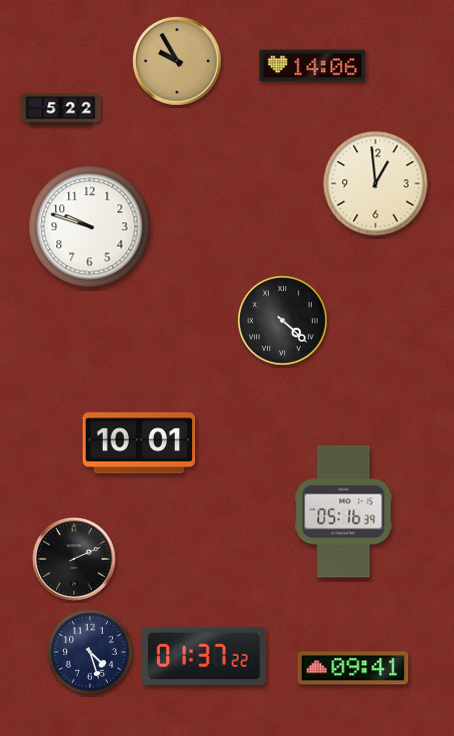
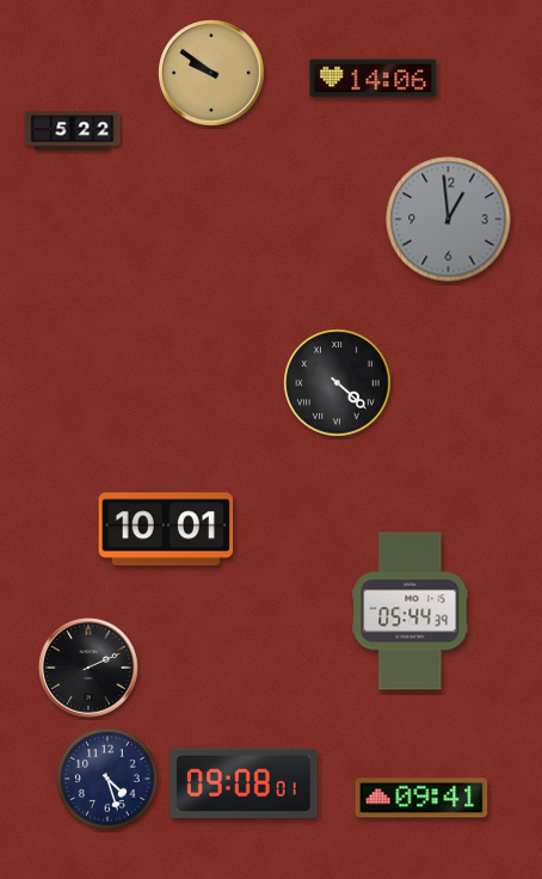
clock at (177, 61): 9:55 -> 9:51
clock at (376, 184) dial: cream -> grey
clock at (90, 227): 9:48 -> none
clock at (344, 512): 05:16 -> 05:44
clock at (204, 656): 01:37 -> 09:08
